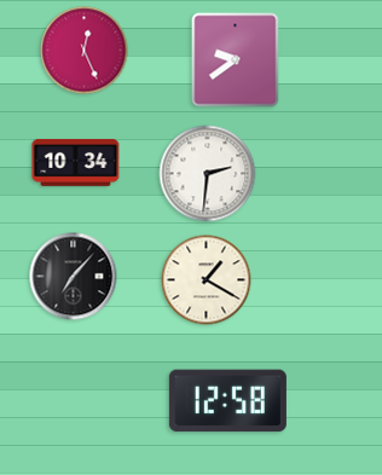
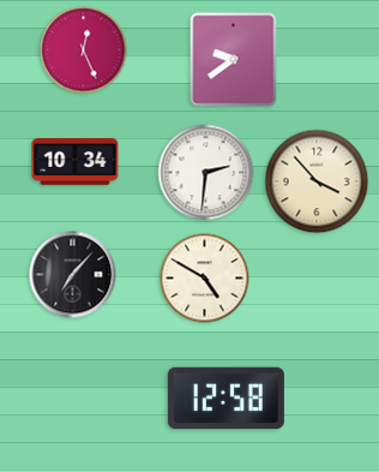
clock at (317, 181): none -> 3:53
clock at (207, 280): 1:20 -> 4:50
